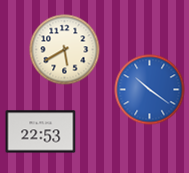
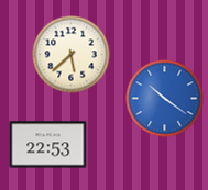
clock at (65, 50): 5:40 -> 5:38
clock at (41, 132) position: (41, 132) -> (48, 145)
